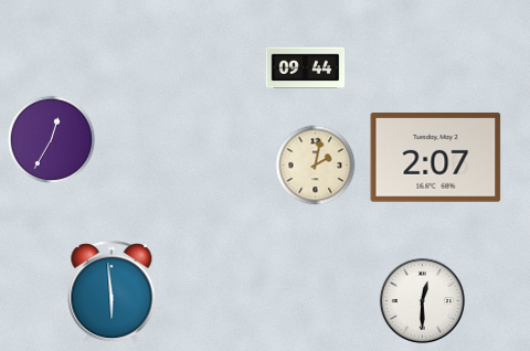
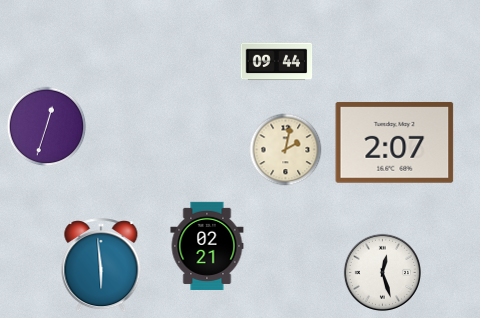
clock at (52, 140): 12:35 -> 12:33
clock at (207, 245): none -> 02:21
clock at (422, 300): 12:30 -> 12:27
